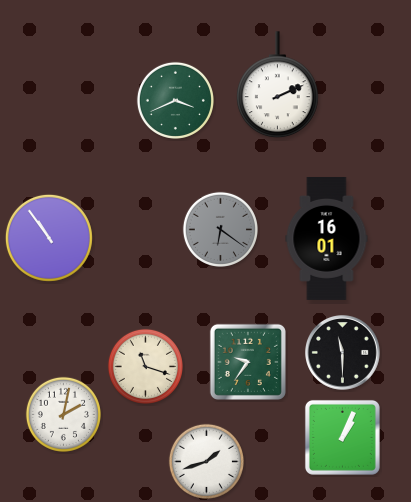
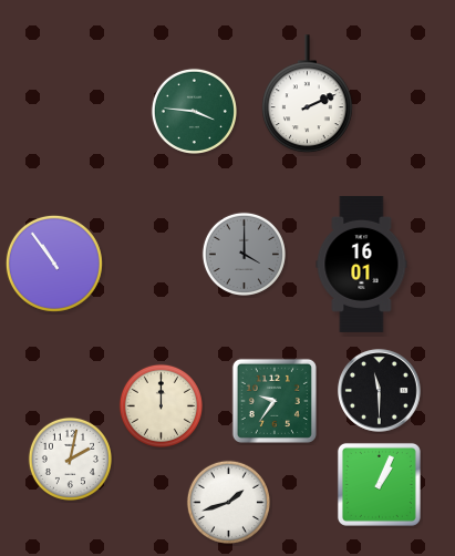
clock at (175, 100): 3:41 -> 3:46
clock at (220, 229): 6:21 -> 4:00
clock at (145, 366): 11:18 -> 12:00
clock at (206, 461) position: (206, 461) -> (228, 502)
